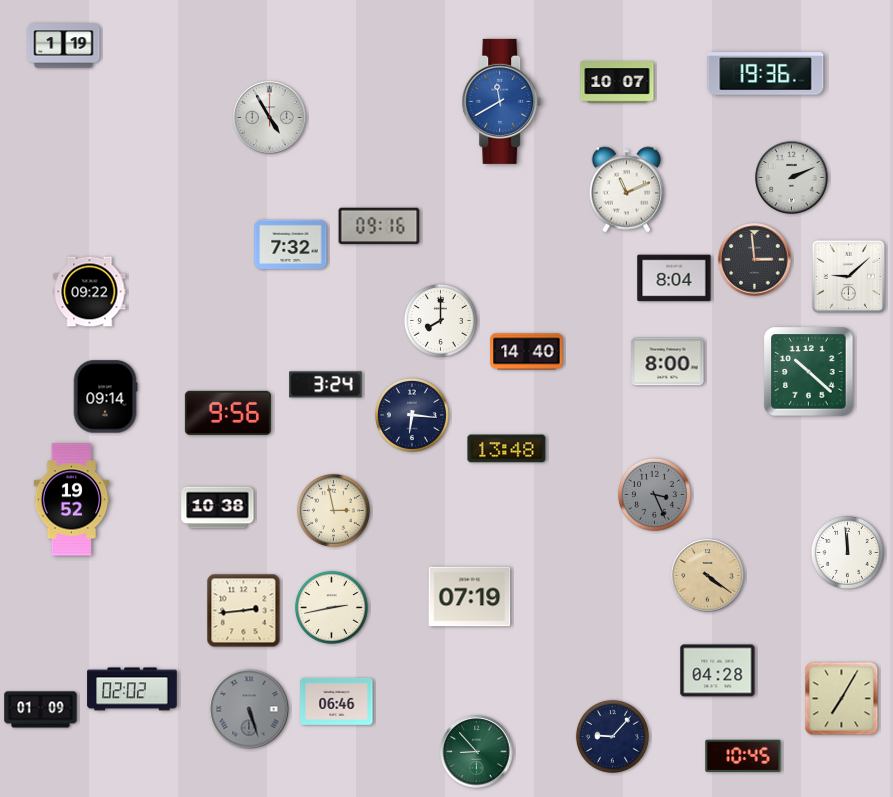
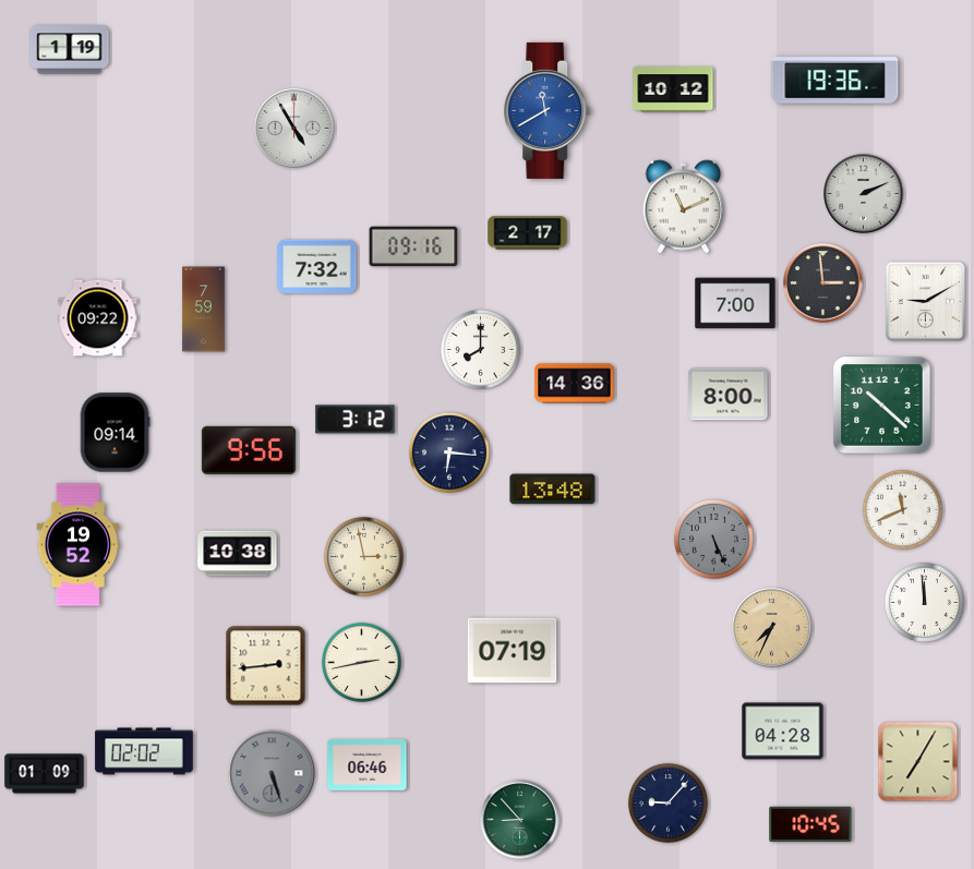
clock at (617, 82): 10:07 -> 10:12
clock at (528, 233): none -> 2:17
clock at (848, 276): 9:08 -> 9:10
clock at (674, 278): 8:04 -> 7:00
clock at (204, 310): none -> 7:59
clock at (527, 352): 14:40 -> 14:36
clock at (326, 385): 3:24 -> 3:12
clock at (902, 509): none -> 11:41
clock at (654, 494): 3:26 -> 5:26
clock at (708, 576): 4:21 -> 7:34
